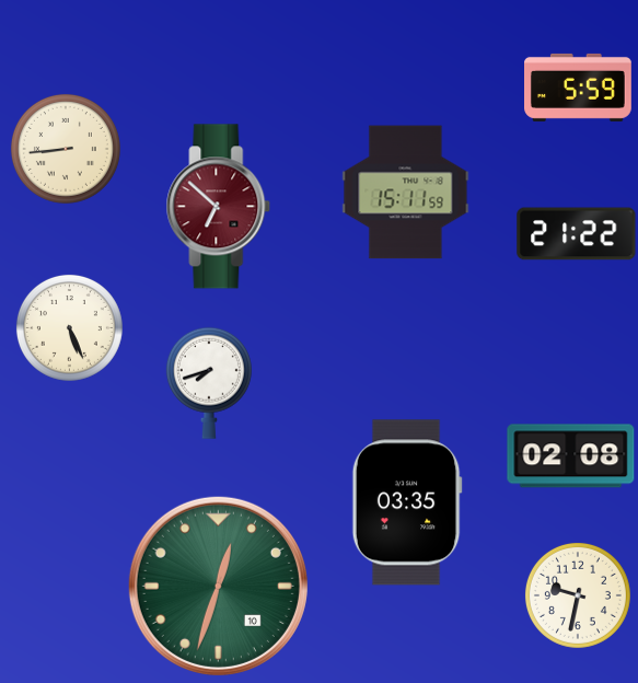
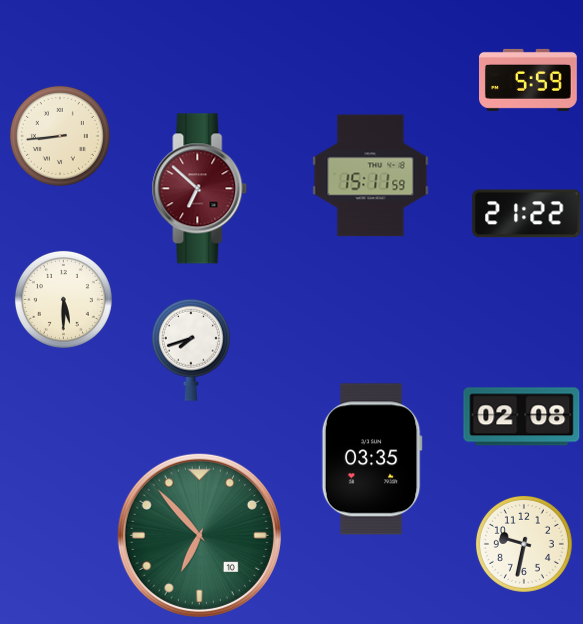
clock at (69, 327): 5:26 -> 5:30
clock at (218, 586): 12:33 -> 6:53
clock at (578, 595) position: (578, 595) -> (524, 544)
